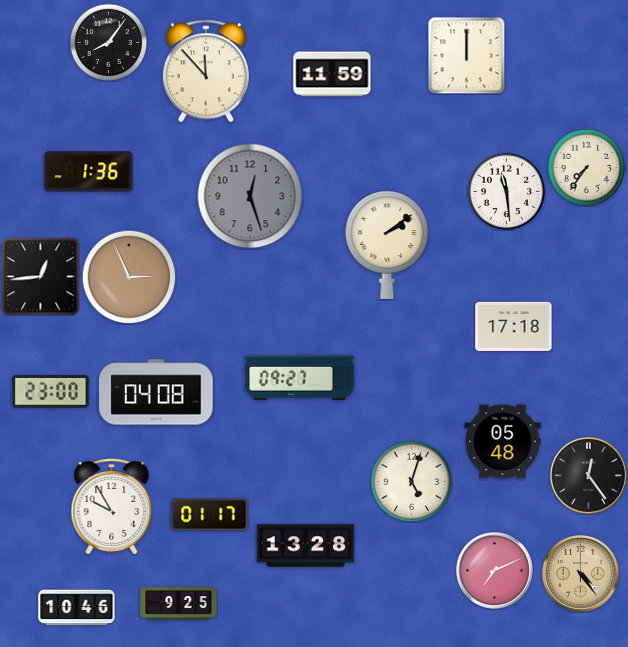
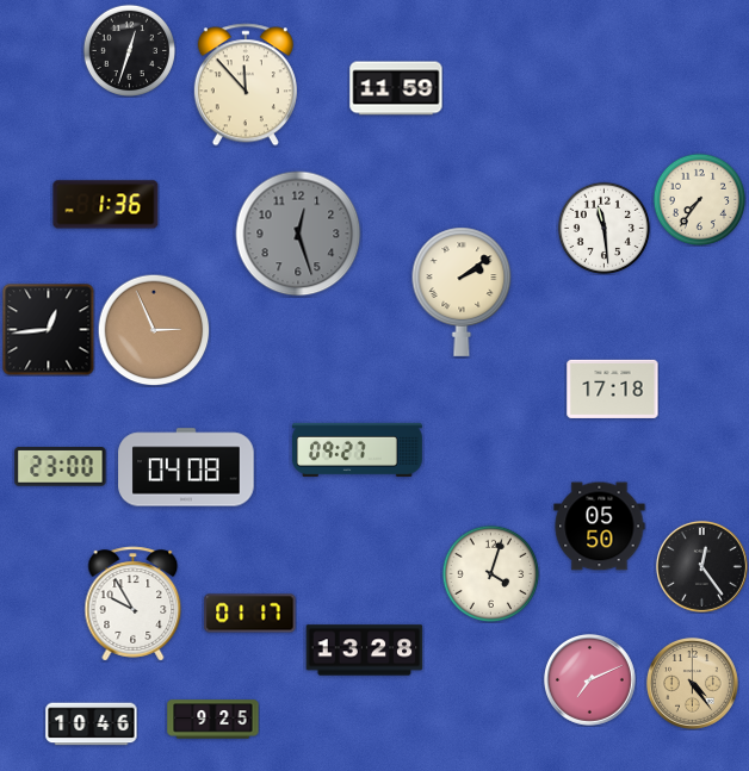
clock at (108, 42): 8:06 -> 12:33
clock at (466, 55): 12:00 -> none
clock at (503, 442): 05:48 -> 05:50
clock at (411, 481): 5:03 -> 4:03
